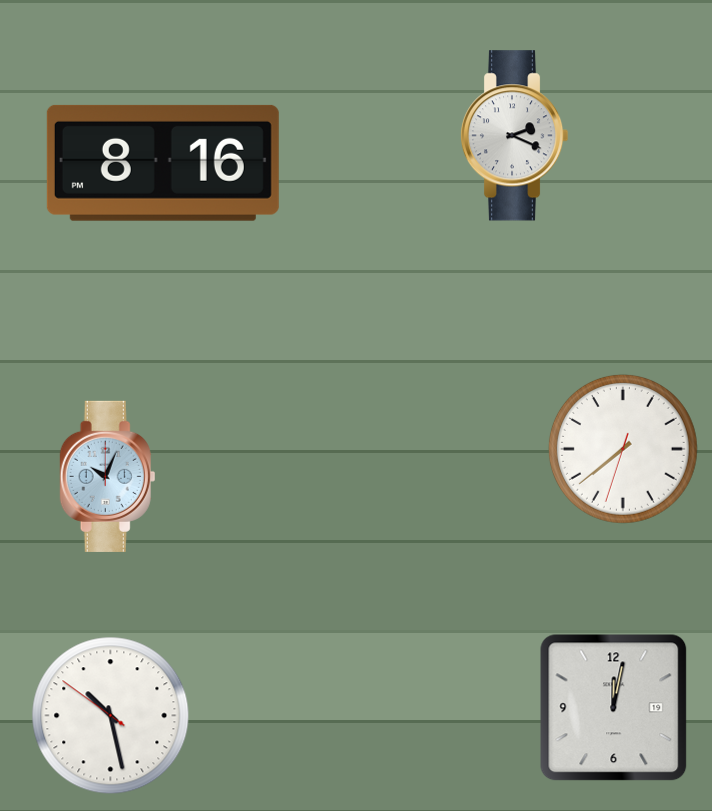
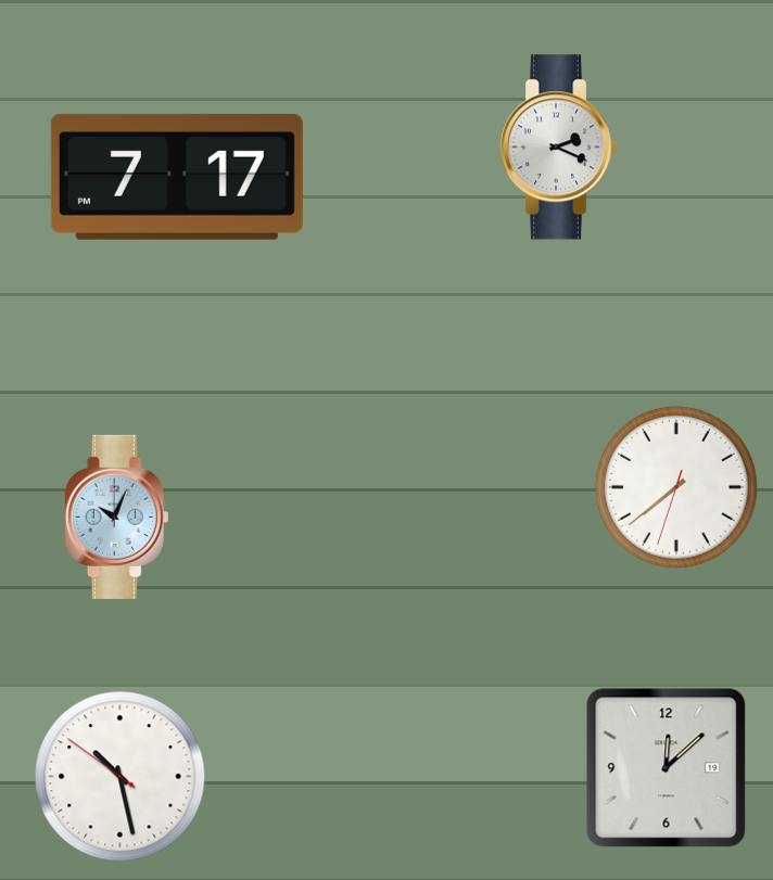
clock at (163, 163): 8:16 -> 7:17
clock at (614, 708): 12:02 -> 12:08
